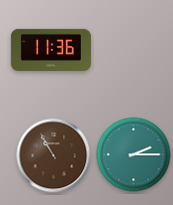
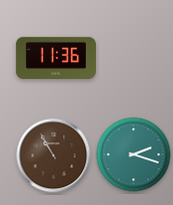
clock at (51, 50) position: (51, 50) -> (56, 58)
clock at (134, 155): 2:15 -> 2:18
